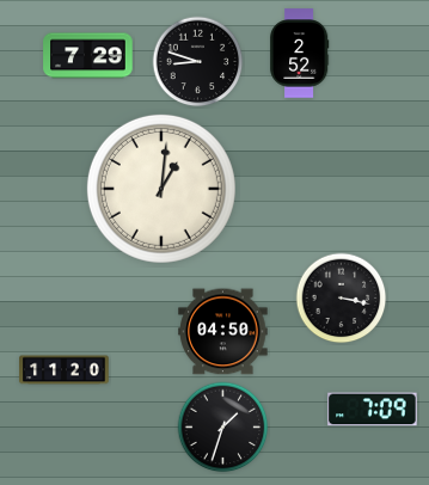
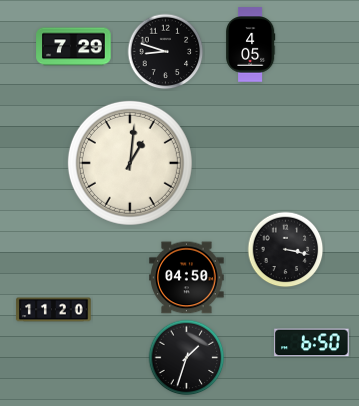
clock at (299, 54): 2:52 -> 4:05
clock at (161, 189) position: (161, 189) -> (130, 163)
clock at (373, 410): 7:09 -> 6:50
